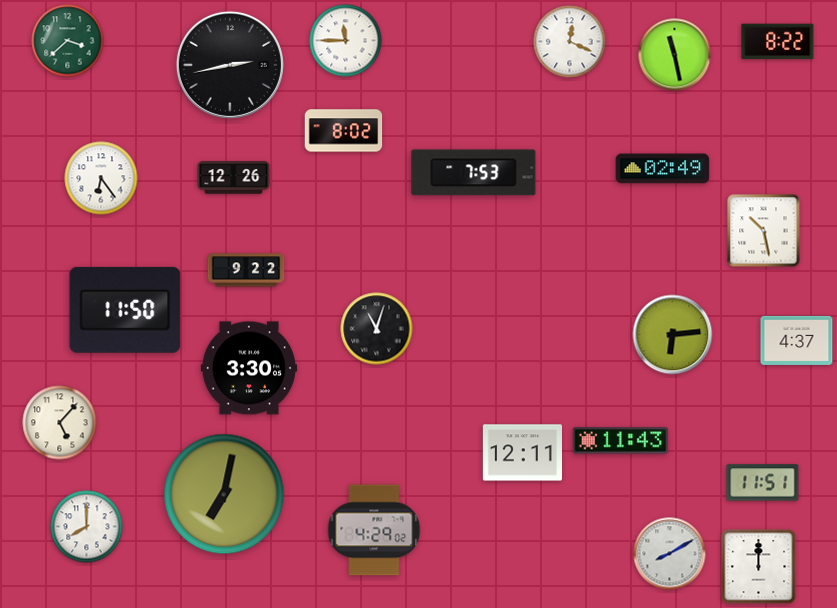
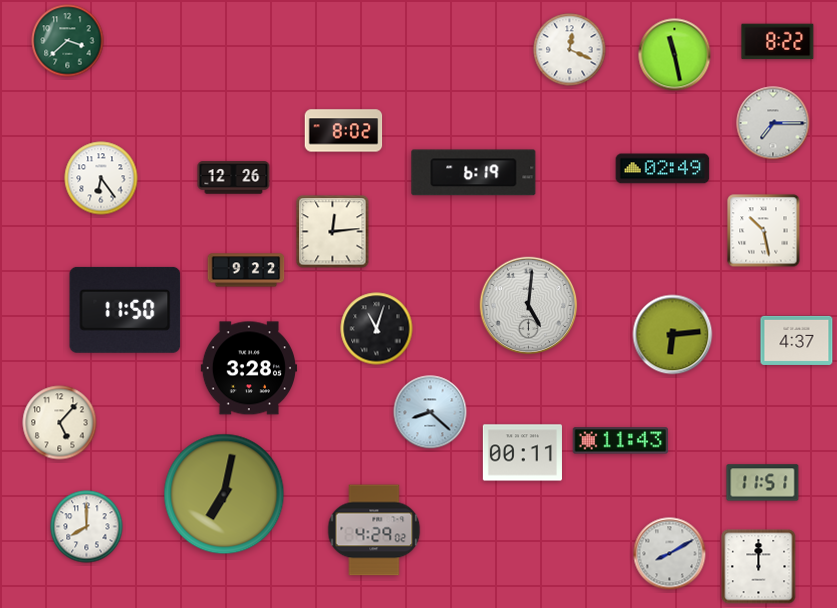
clock at (346, 41): 11:45 -> none
clock at (570, 42) position: (570, 42) -> (570, 50)
clock at (230, 65): 2:43 -> none
clock at (773, 123): none -> 7:15
clock at (474, 173): 7:53 -> 6:19
clock at (333, 232): none -> 12:14
clock at (529, 306): none -> 5:01
clock at (248, 368): 3:30 -> 3:28
clock at (430, 412): none -> 8:22
clock at (522, 453): 12:11 -> 00:11
